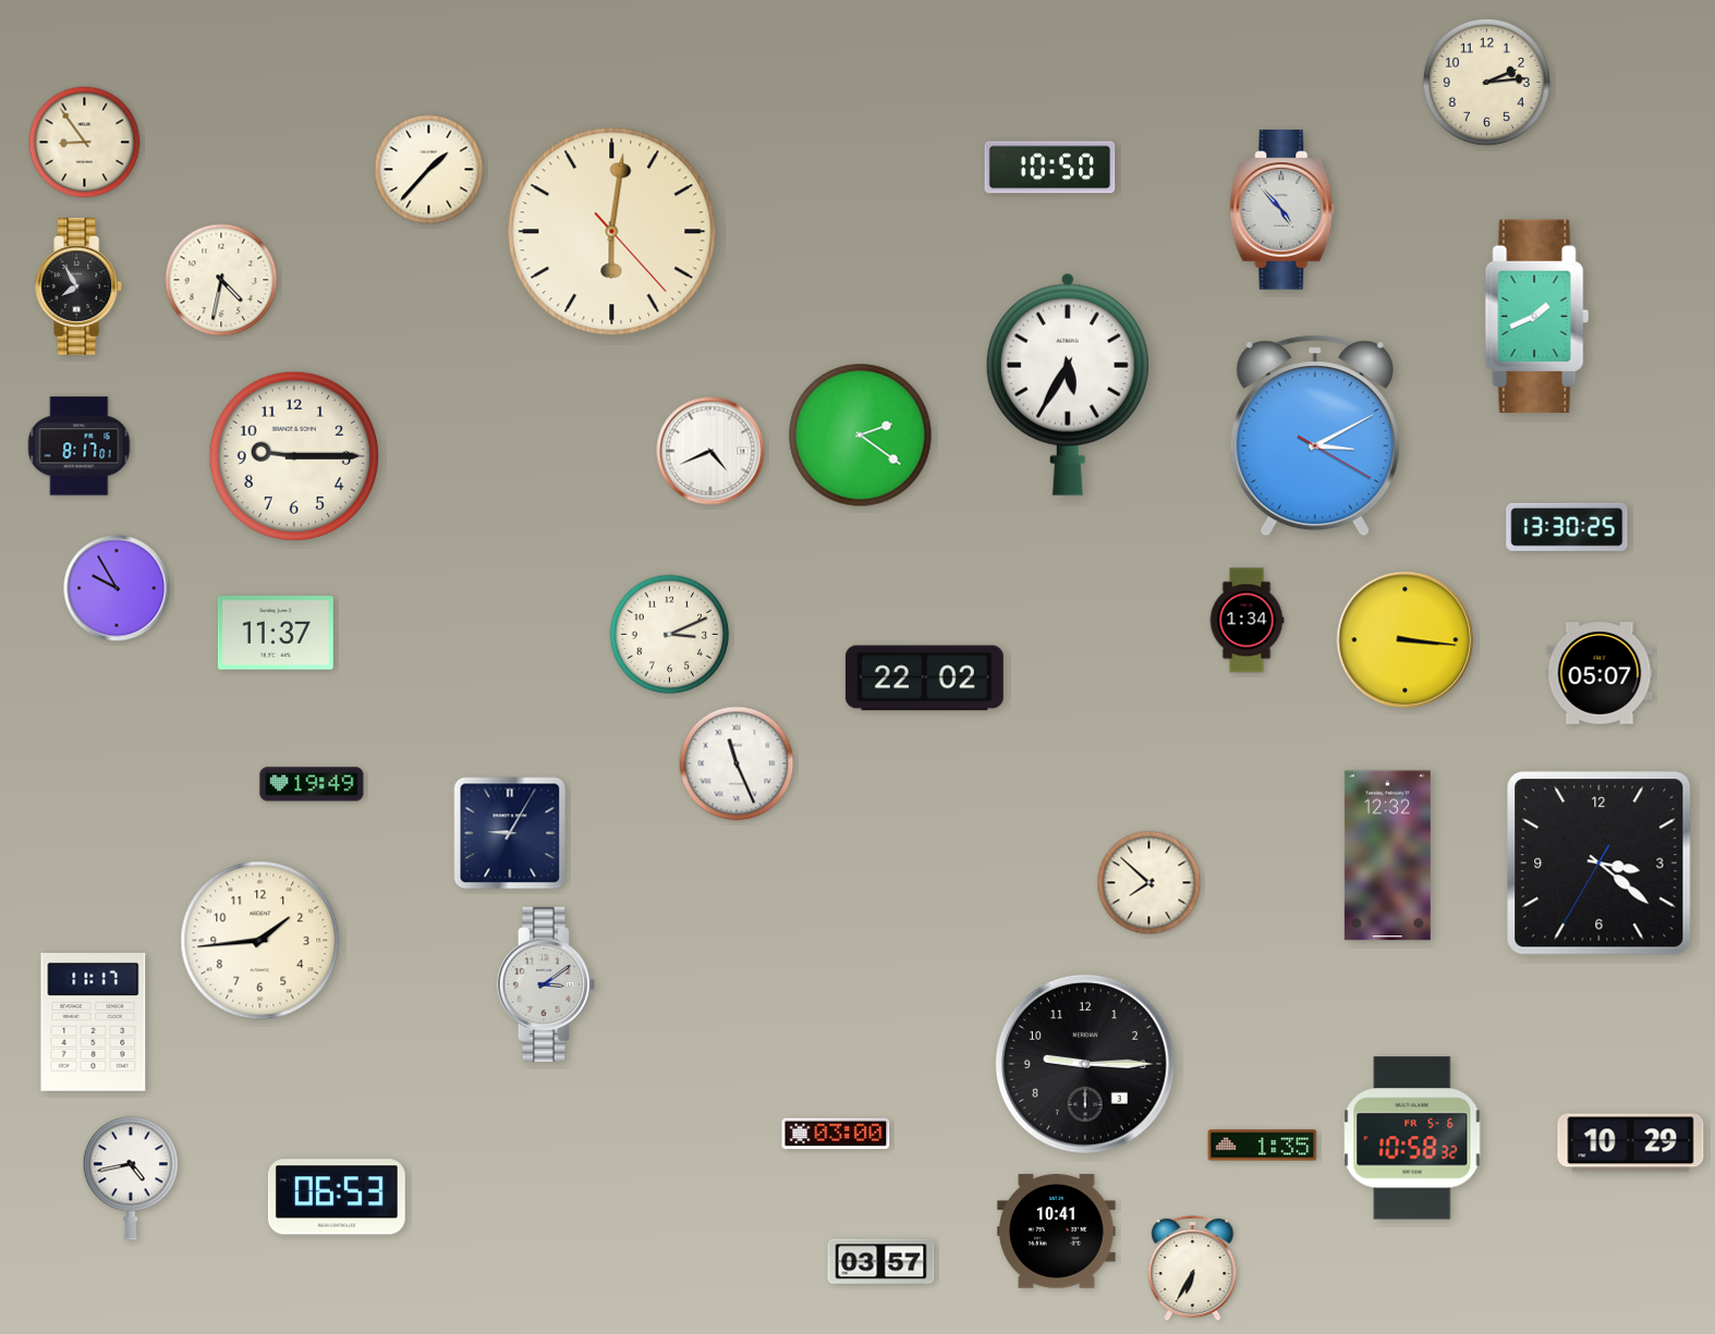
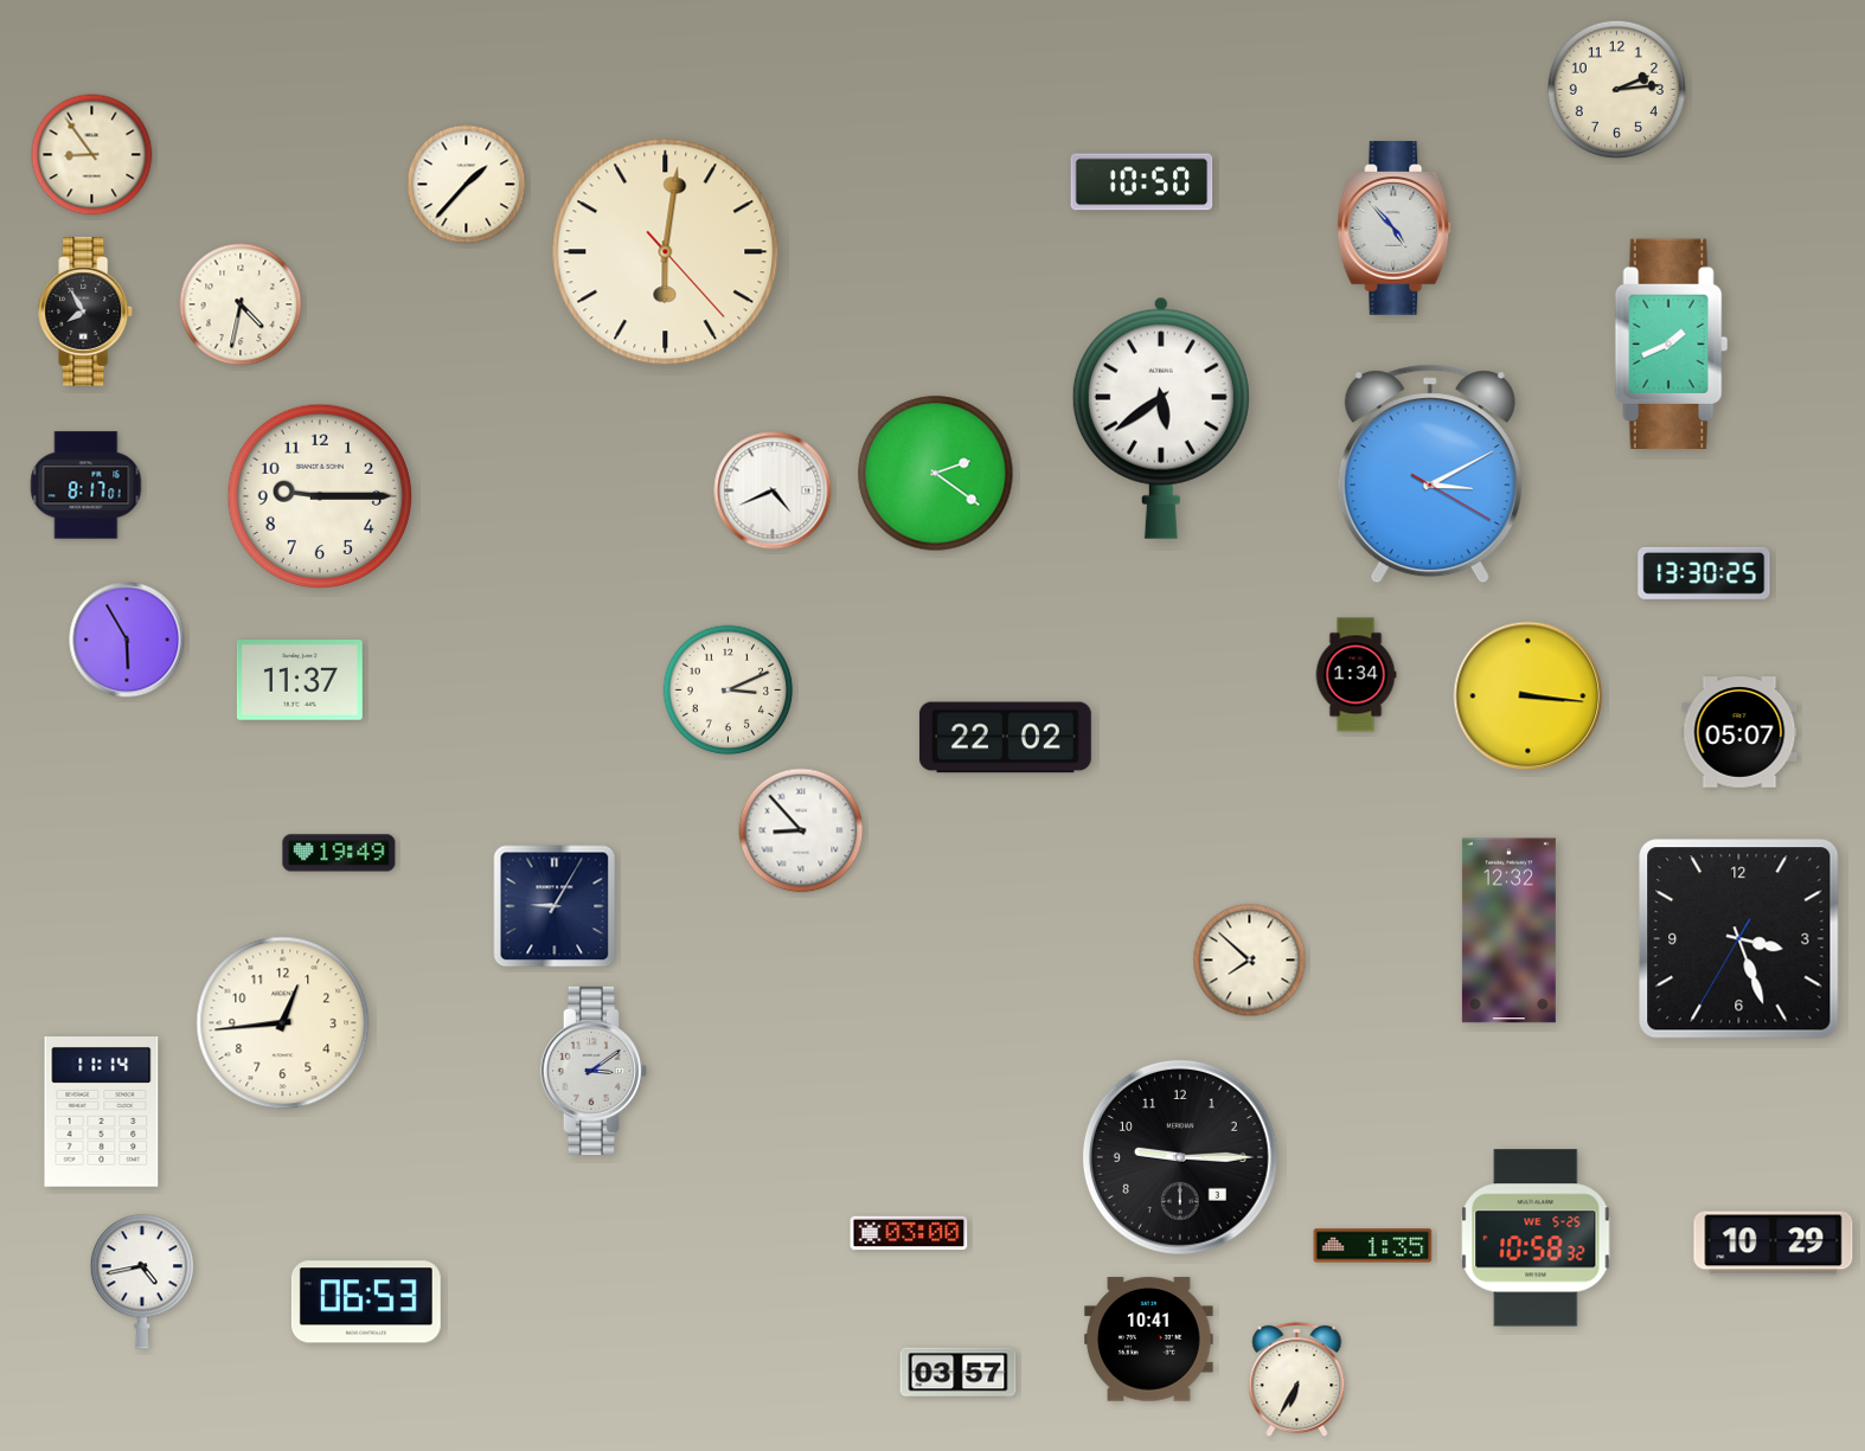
clock at (1068, 384): 5:35 -> 5:39
clock at (117, 588): 9:55 -> 5:55
clock at (276, 634) position: (276, 634) -> (300, 681)
clock at (737, 763): 11:26 -> 8:53
clock at (1600, 864): 3:21 -> 3:26
clock at (260, 941): 1:44 -> 12:44
clock at (94, 1023): 11:17 -> 11:14
clock at (1412, 1138) date: FR 5-6 -> WE 5-25
